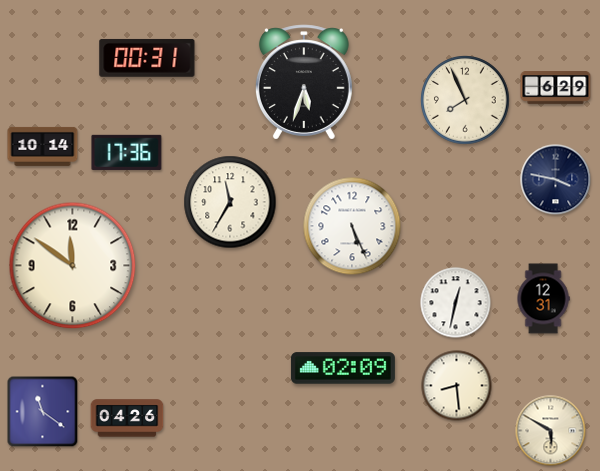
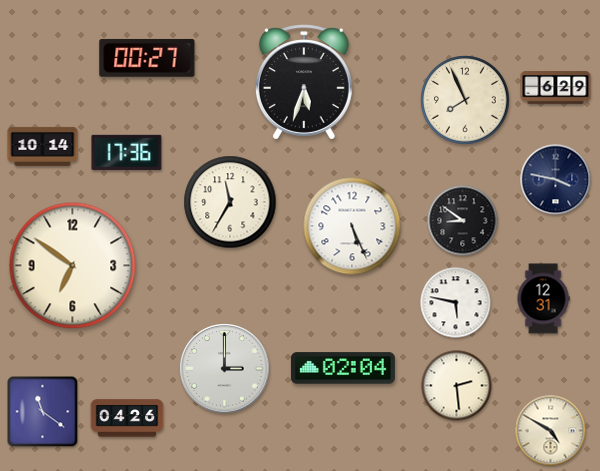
clock at (147, 58): 00:31 -> 00:27
clock at (463, 221): none -> 8:51
clock at (73, 266): 11:51 -> 6:51
clock at (456, 303): 12:32 -> 5:47
clock at (343, 368): 02:09 -> 02:04
clock at (225, 369): none -> 3:00
clock at (457, 386): 8:29 -> 2:29
clock at (551, 431): 5:50 -> 4:50
